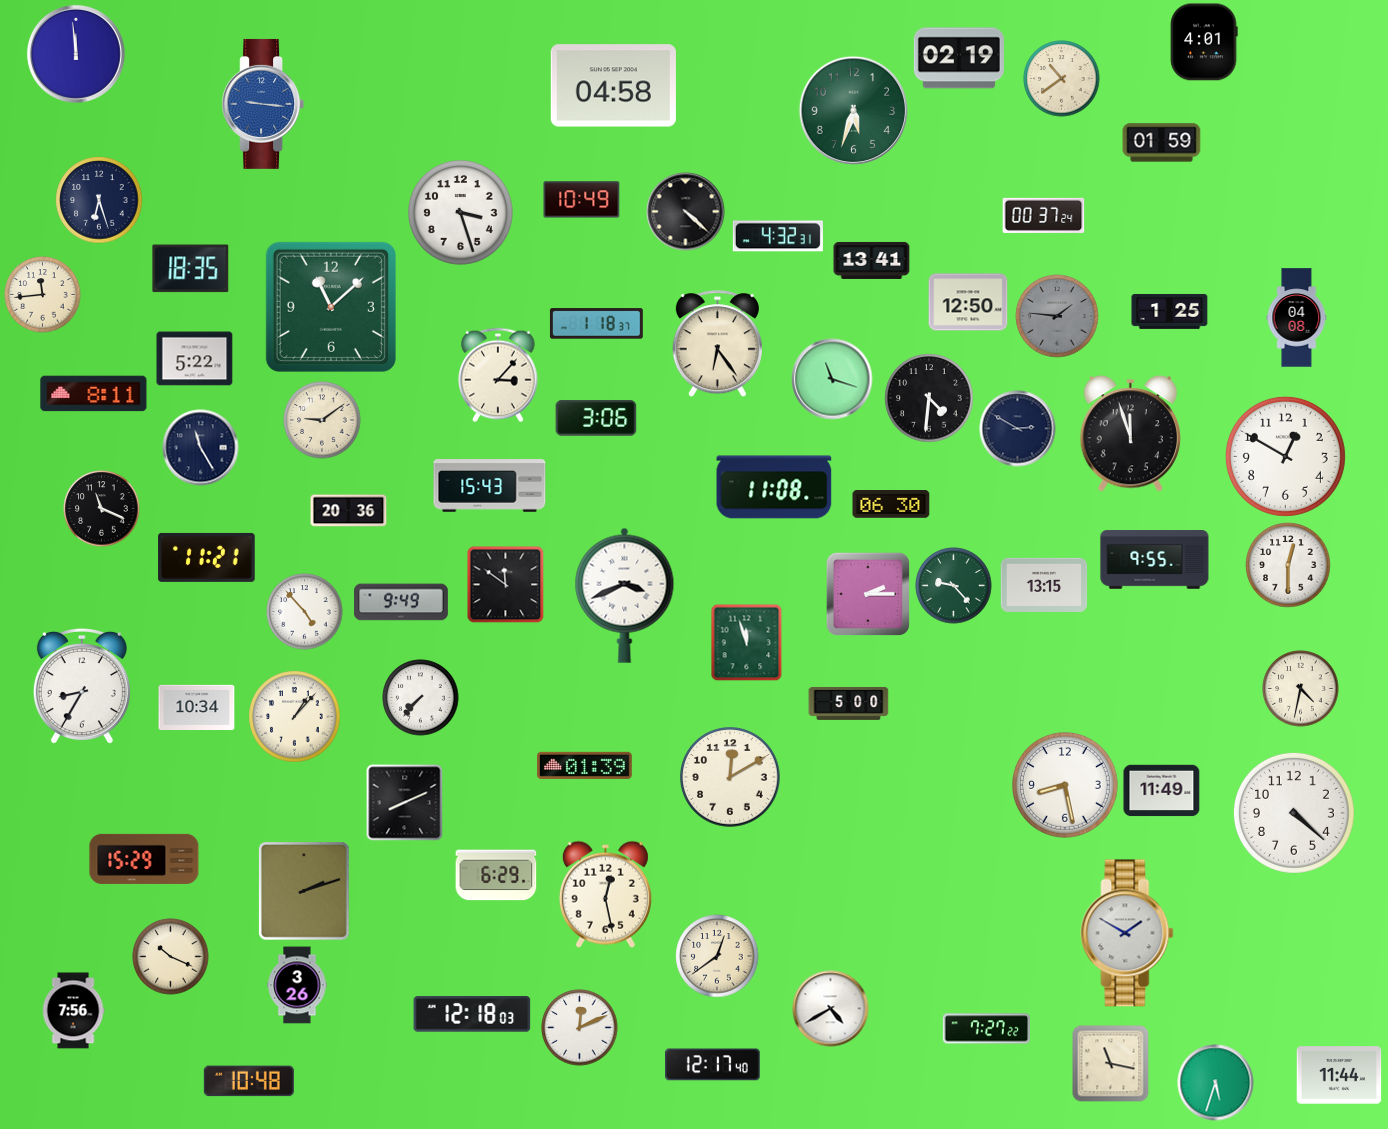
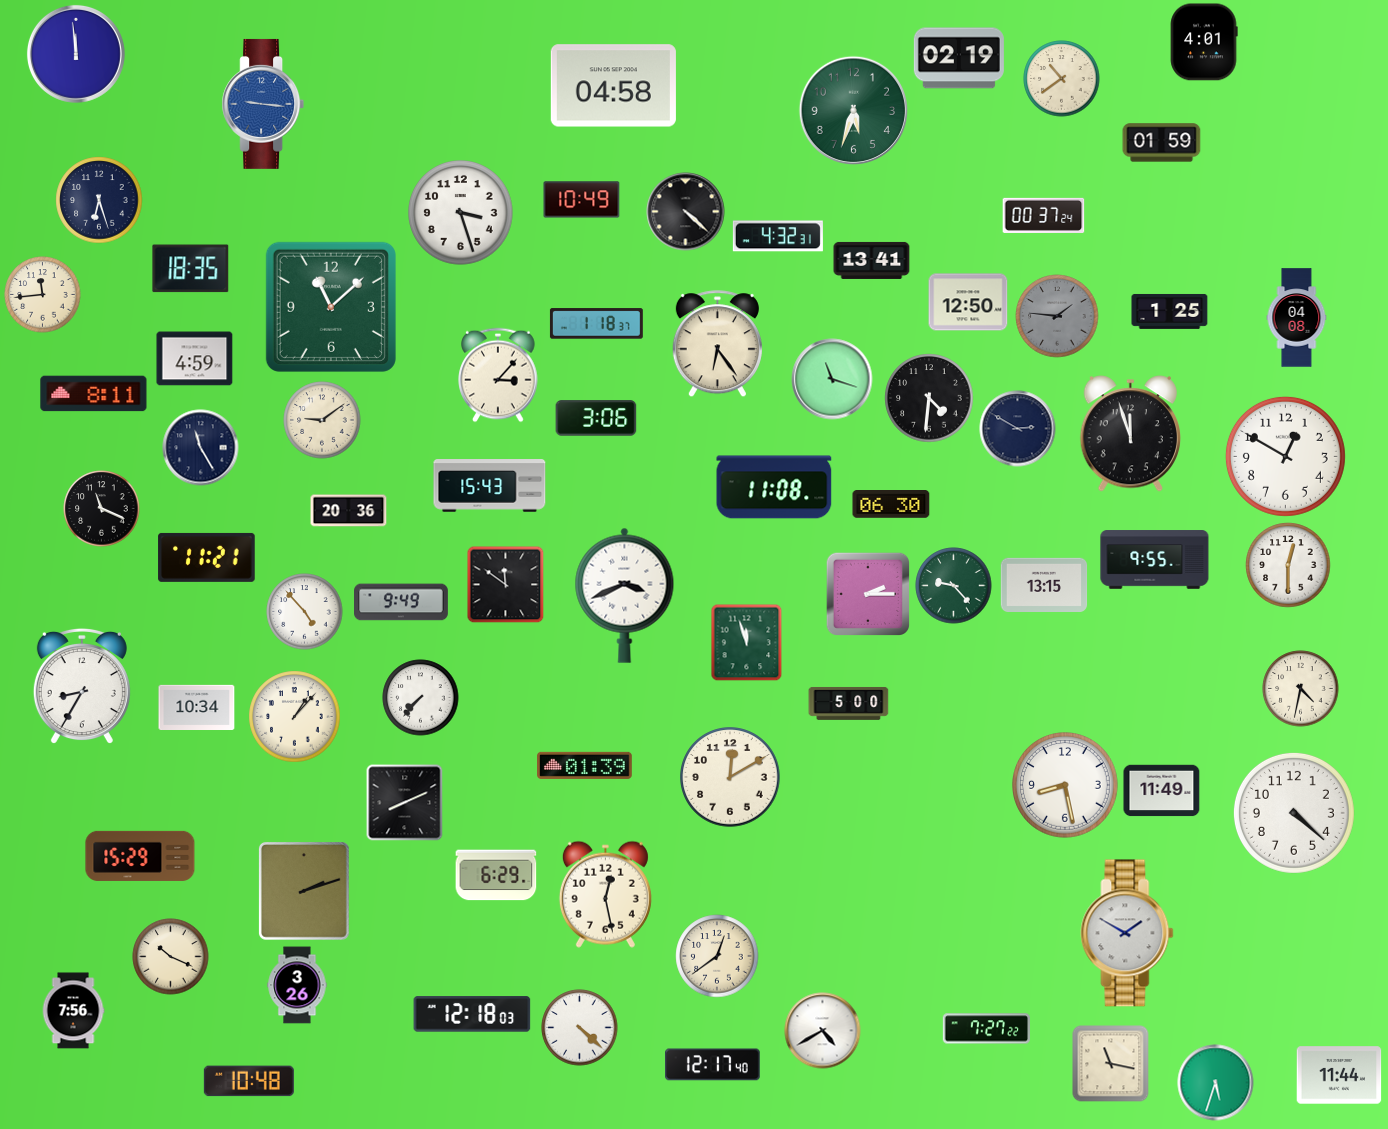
clock at (195, 359): 5:22 -> 4:59
clock at (144, 859) position: (144, 859) -> (140, 856)
clock at (831, 1009) position: (831, 1009) -> (823, 1031)
clock at (580, 1028): 12:11 -> 4:22
